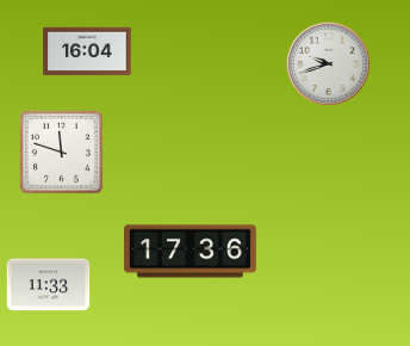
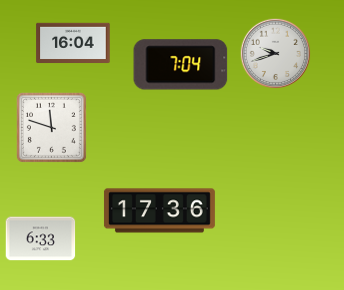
clock at (181, 65): none -> 7:04
clock at (49, 285): 11:33 -> 6:33
